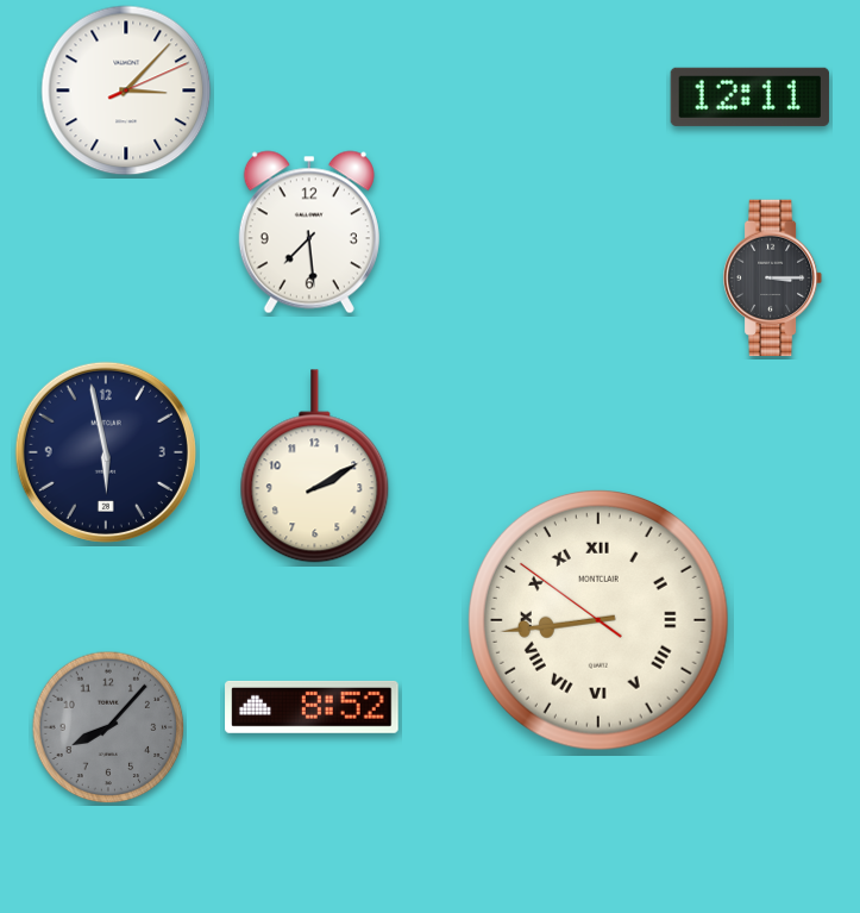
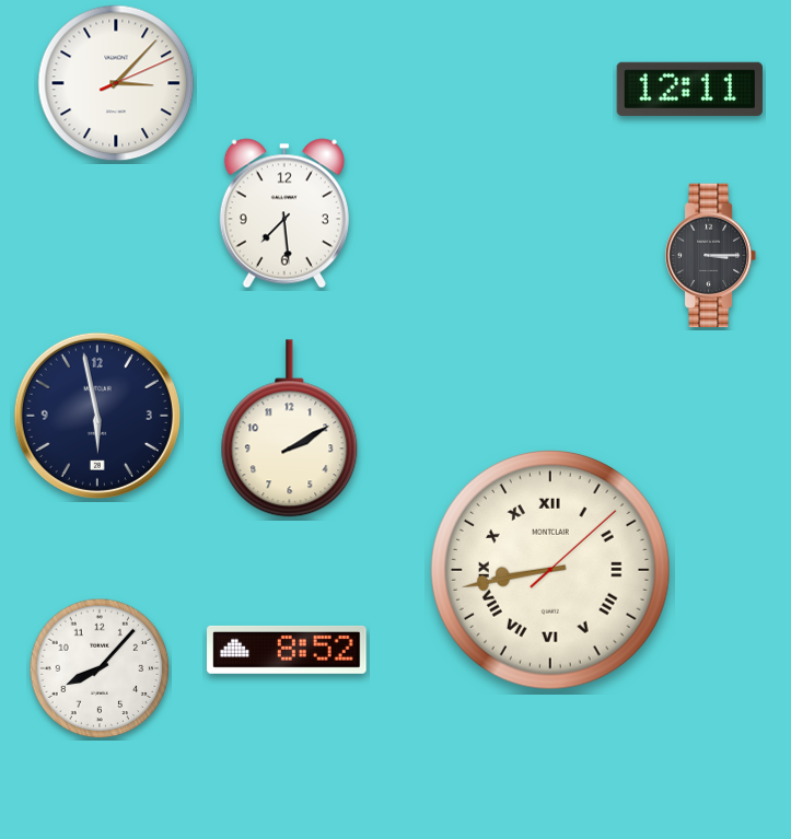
clock at (598, 620): 8:43:51 -> 8:43:08
clock at (108, 727) dial: grey -> white
